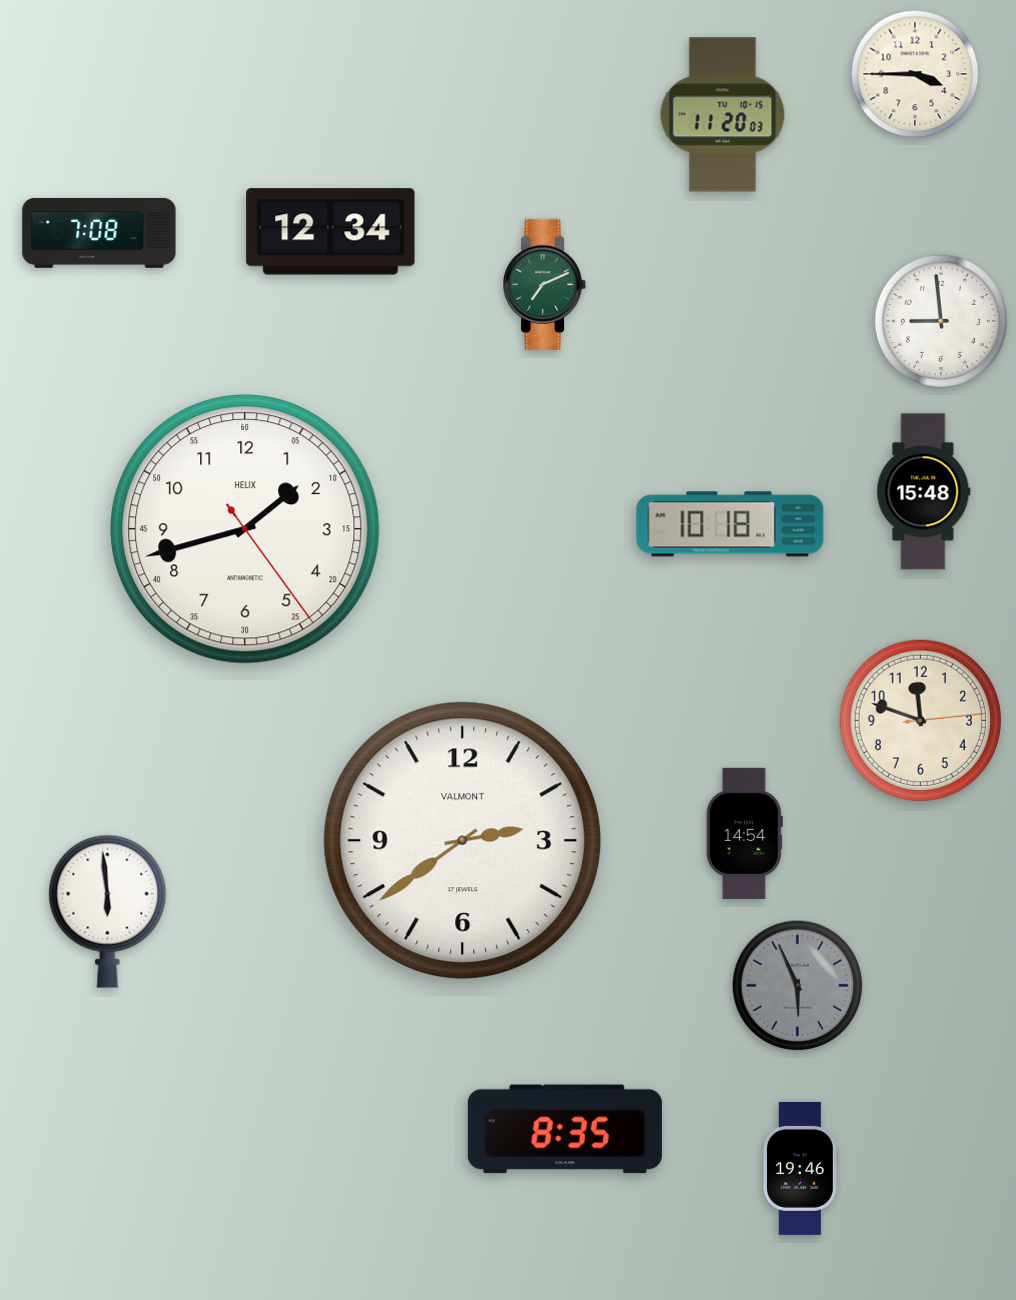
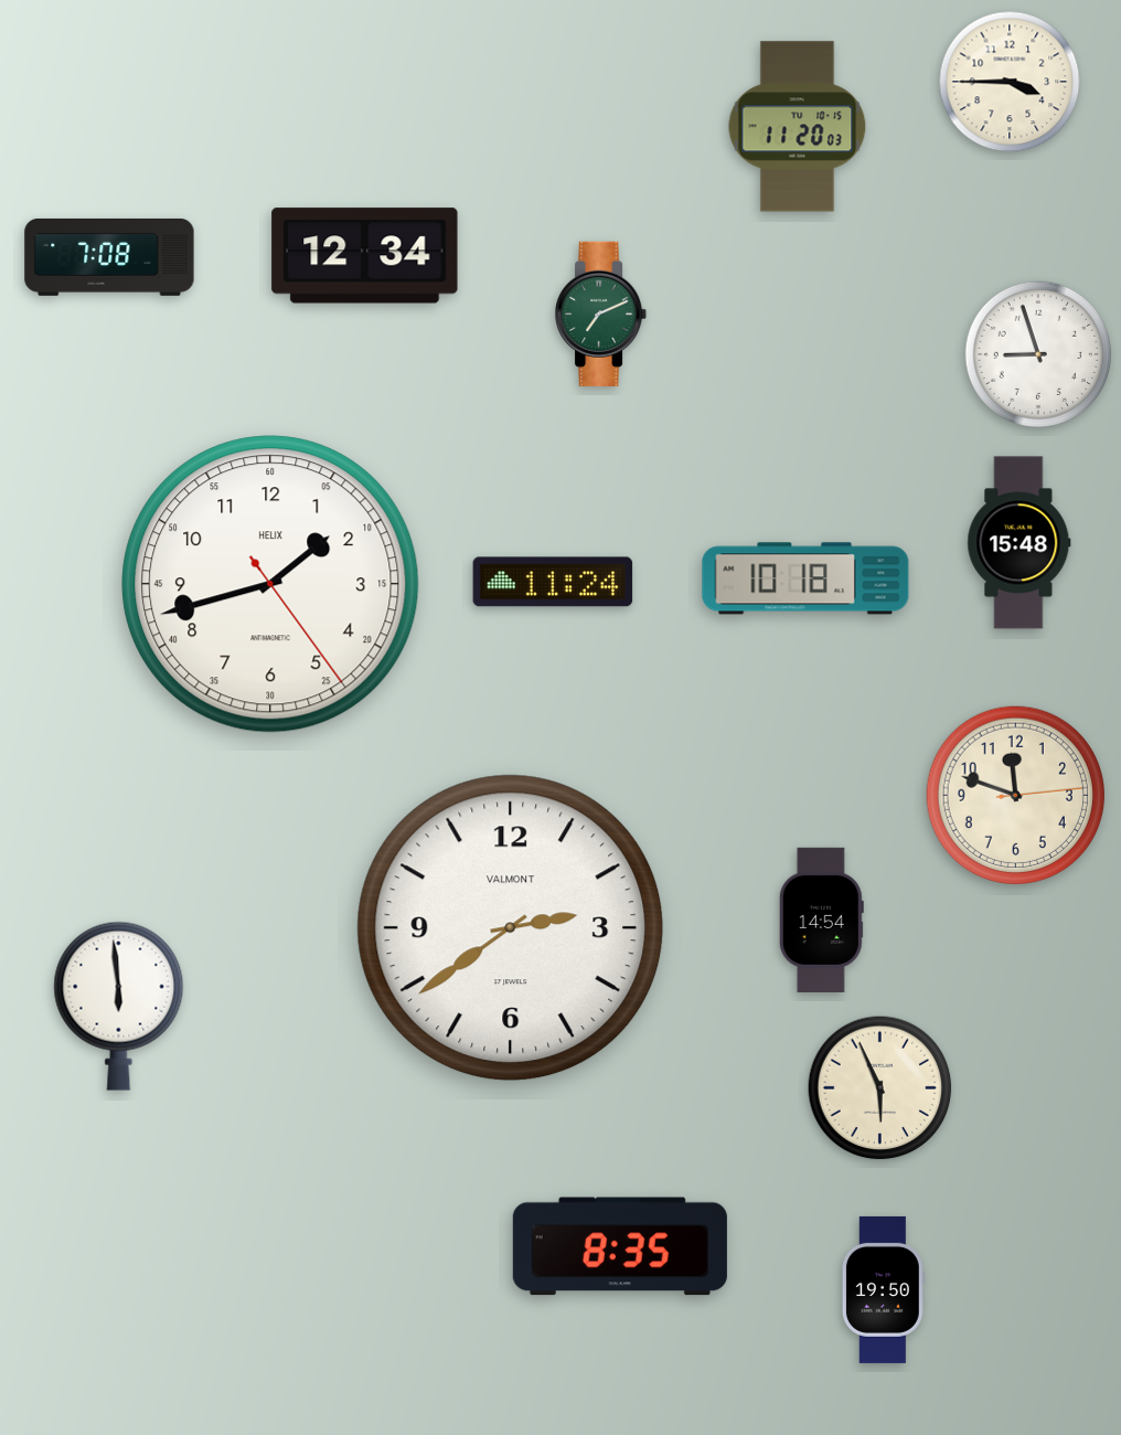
clock at (940, 320): 8:59 -> 8:57
clock at (553, 582): none -> 11:24
clock at (798, 986) dial: grey -> cream
clock at (565, 1129) position: (565, 1129) -> (620, 1246)
clock at (800, 1168): 19:46 -> 19:50
